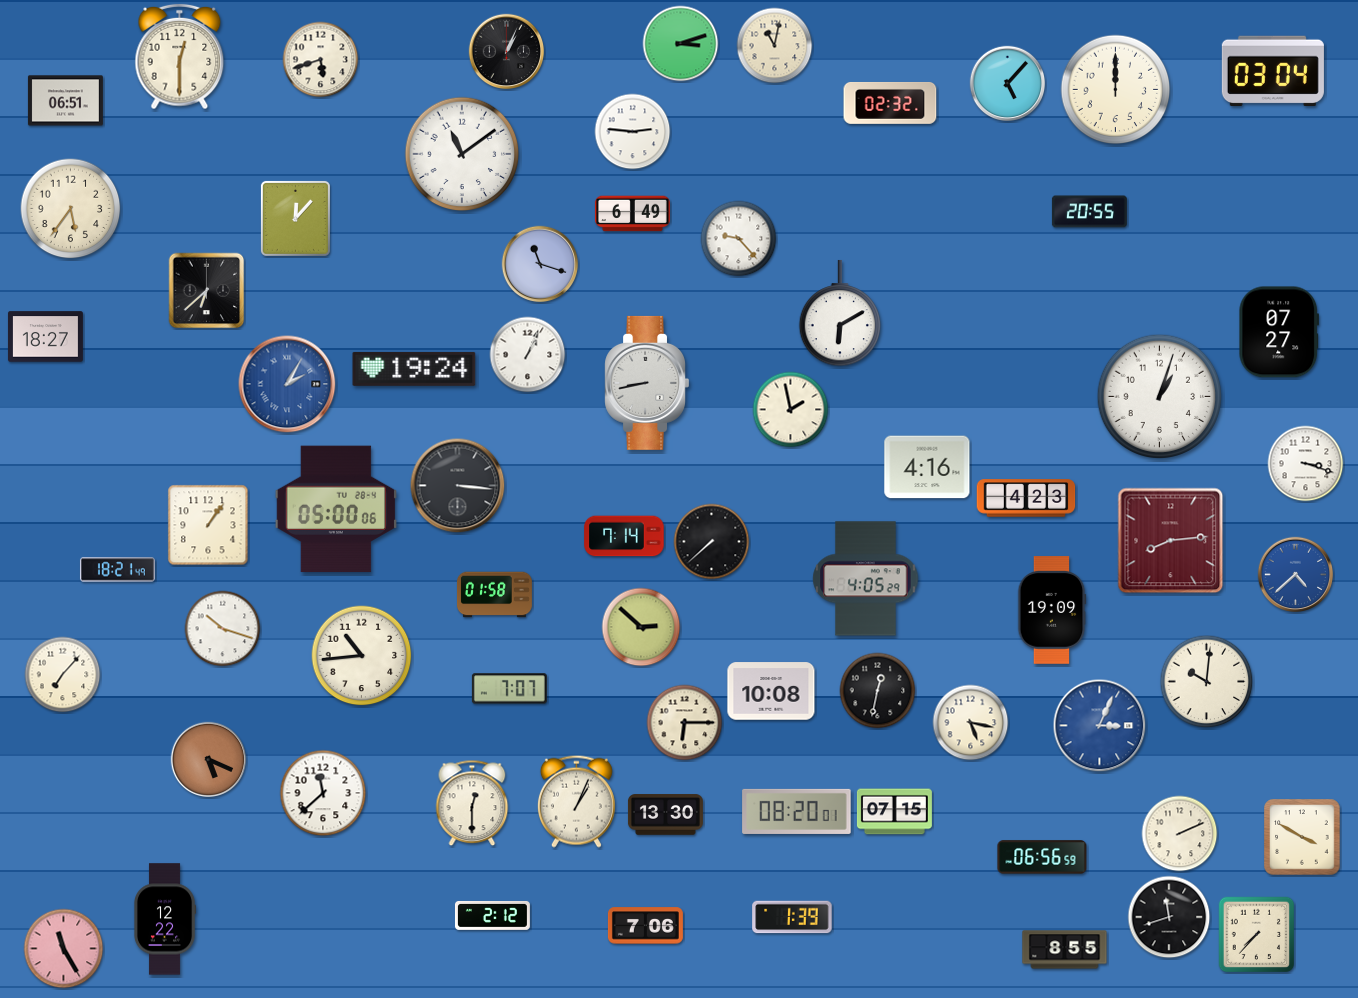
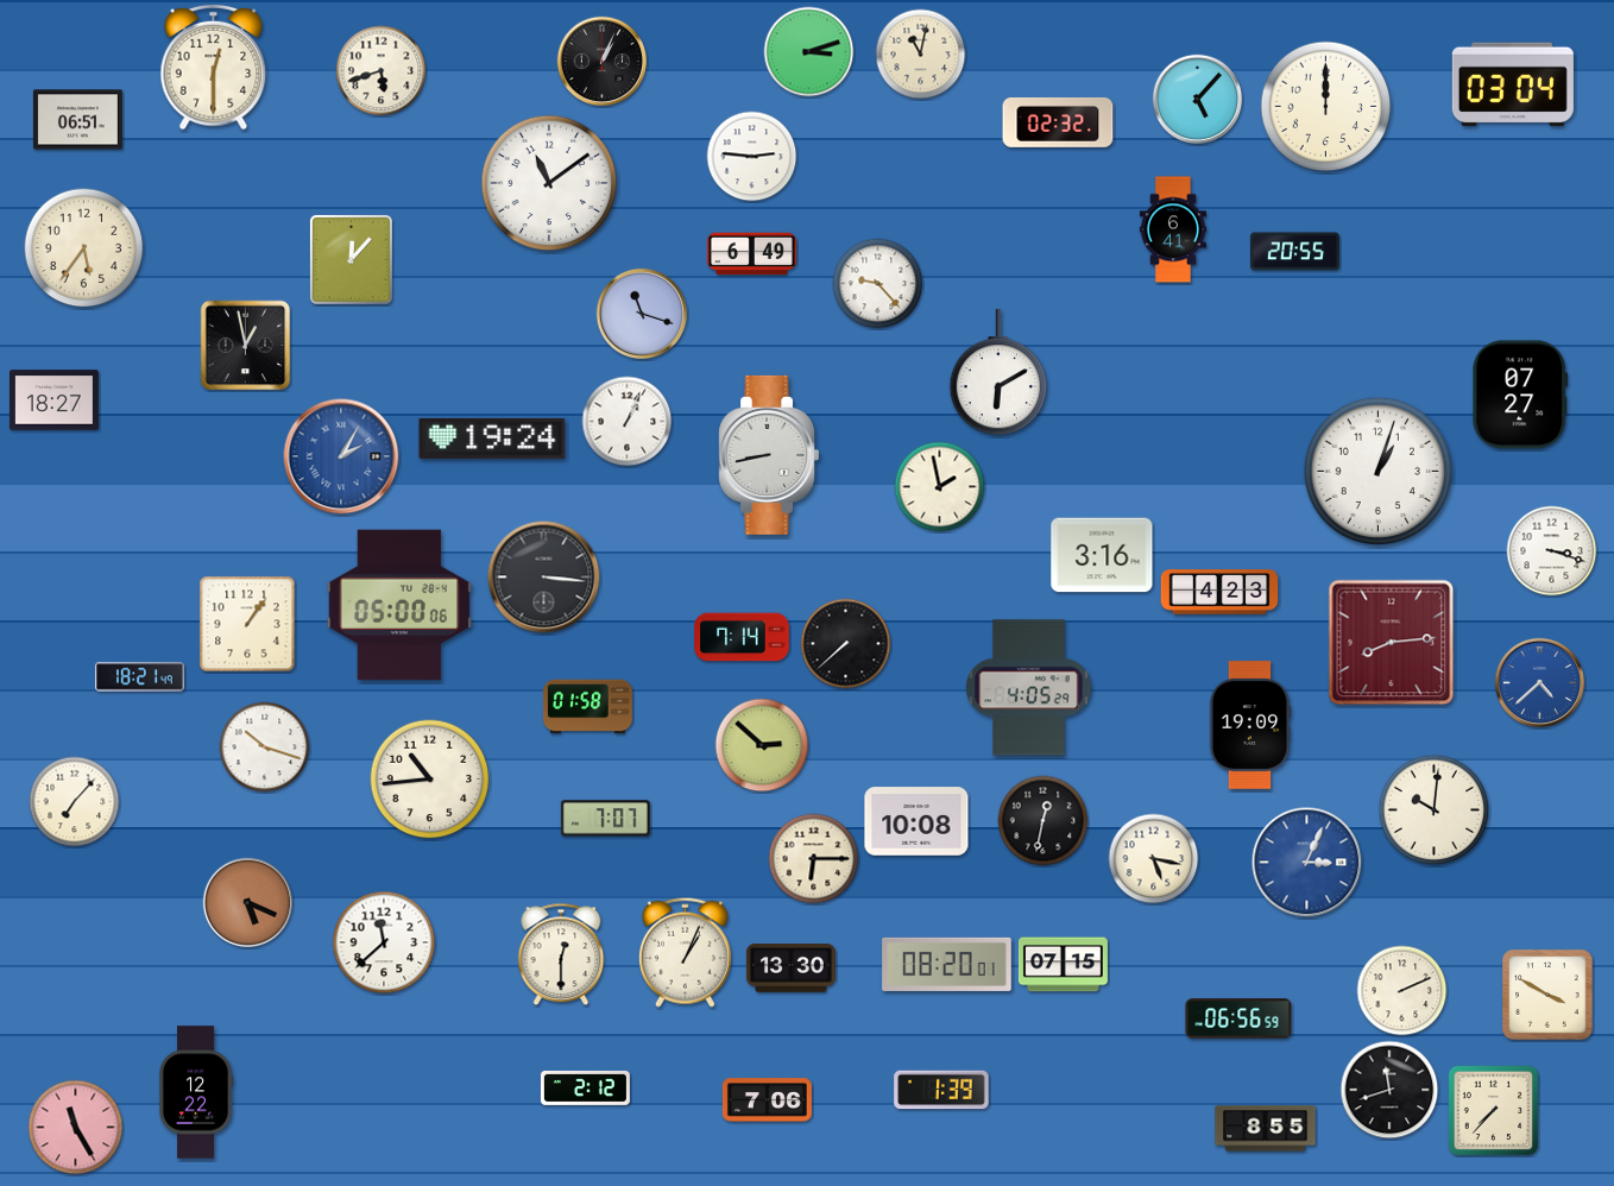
clock at (1173, 229): none -> 6:41
clock at (207, 291): 6:38 -> 12:58
clock at (927, 467): 4:16 -> 3:16
